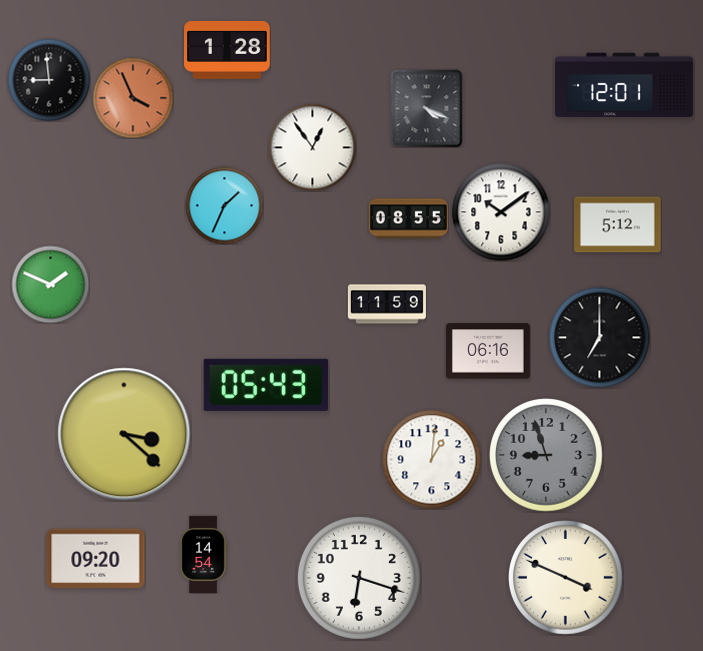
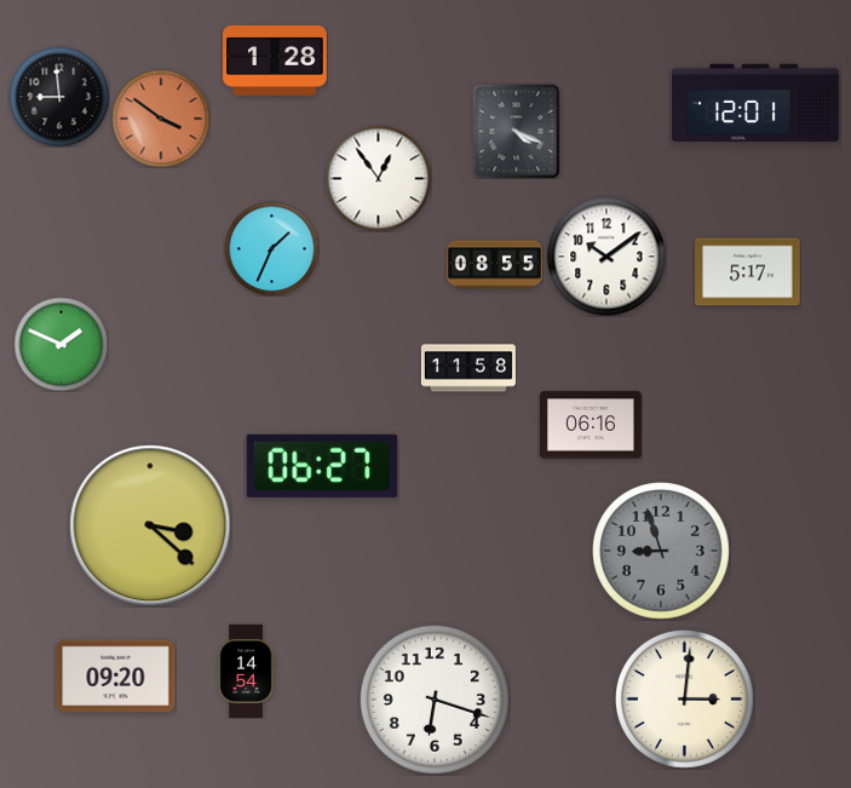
clock at (133, 98): 3:56 -> 3:51
clock at (618, 225): 5:12 -> 5:17
clock at (387, 304): 11:59 -> 11:58
clock at (600, 338): 7:00 -> none
clock at (265, 385): 05:43 -> 06:27
clock at (432, 460): 1:01 -> none
clock at (566, 578): 3:49 -> 3:01
